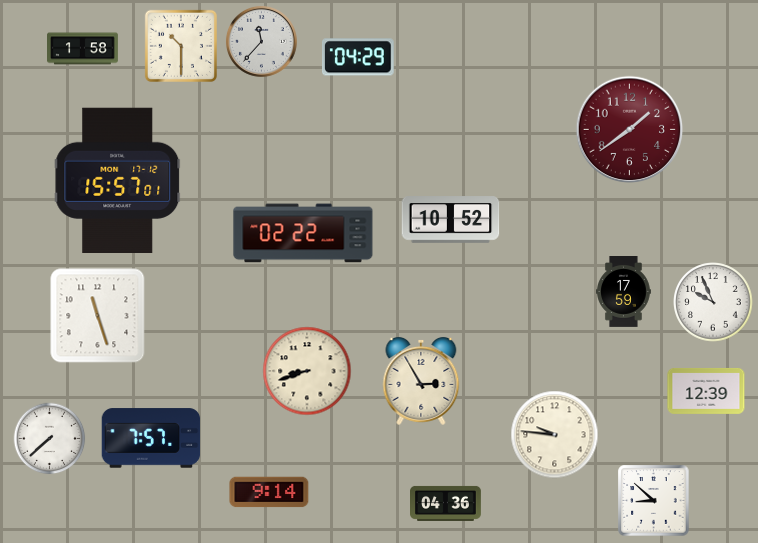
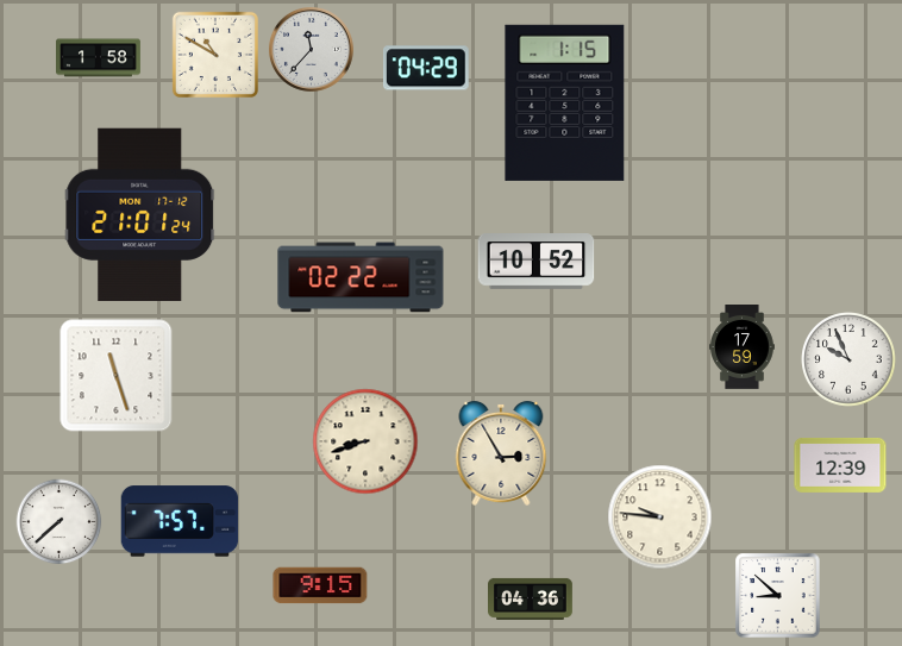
clock at (181, 46): 10:30 -> 10:50
clock at (565, 102): none -> 1:15
clock at (630, 130): 1:39 -> none
clock at (118, 180): 15:57 -> 21:01
clock at (269, 492): 9:14 -> 9:15
